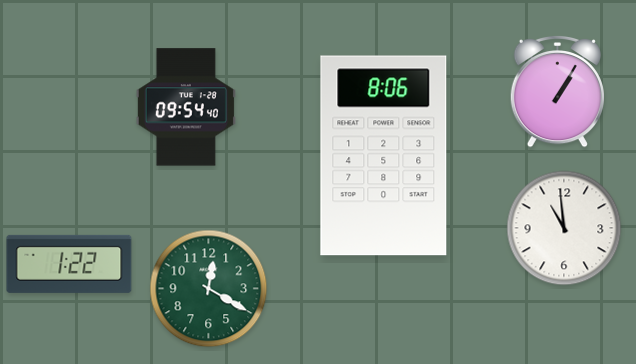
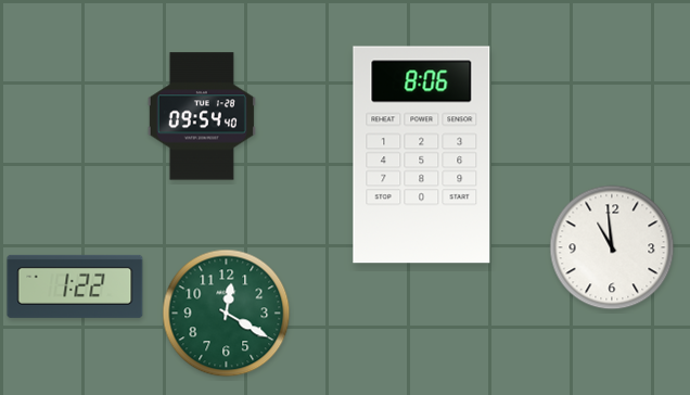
clock at (557, 91): 1:05 -> none
clock at (384, 156) position: (384, 156) -> (422, 155)
